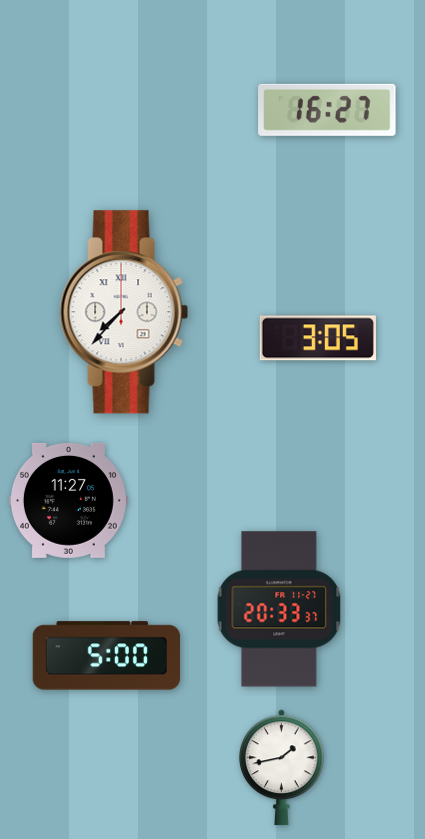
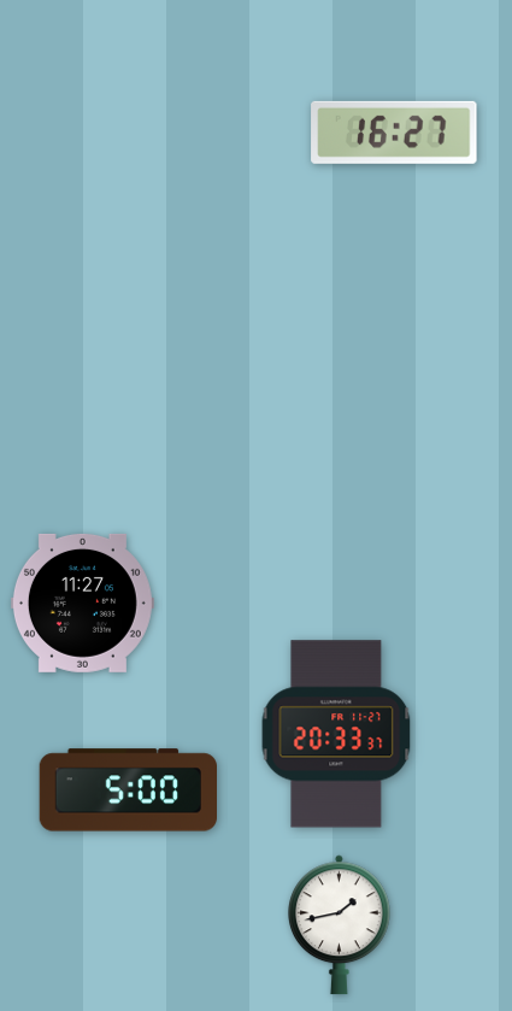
clock at (124, 312): 7:37 -> none
clock at (318, 338): 3:05 -> none
